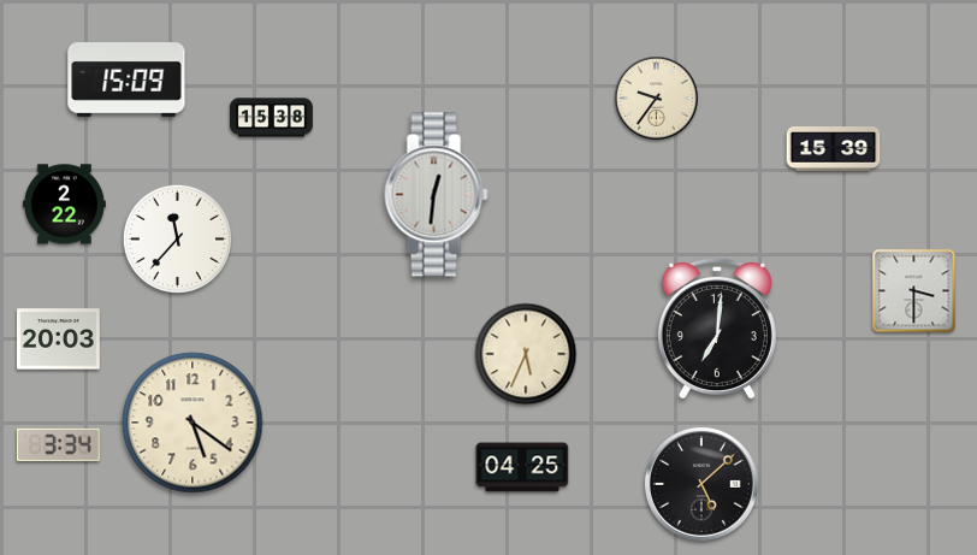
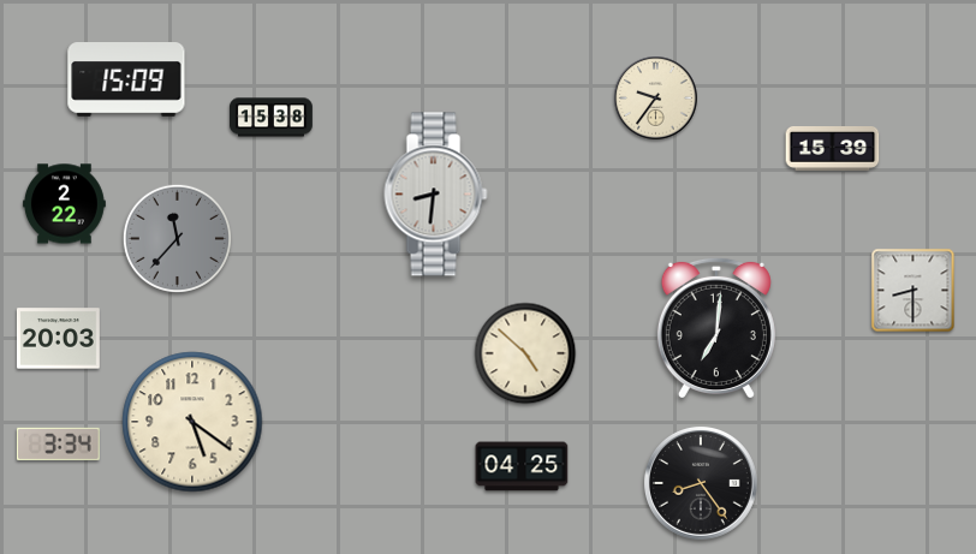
clock at (437, 195): 12:31 -> 8:31
clock at (177, 238) dial: white -> grey
clock at (914, 291): 3:30 -> 8:30
clock at (526, 354): 5:34 -> 4:52
clock at (703, 485): 5:08 -> 8:24
